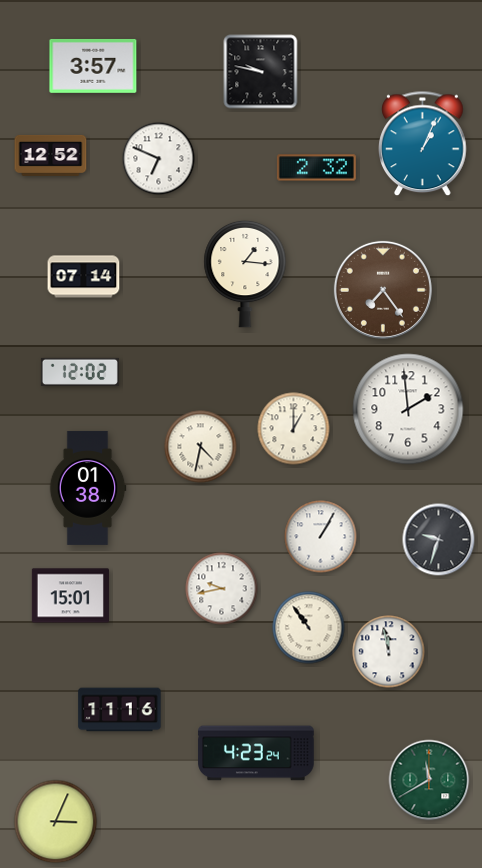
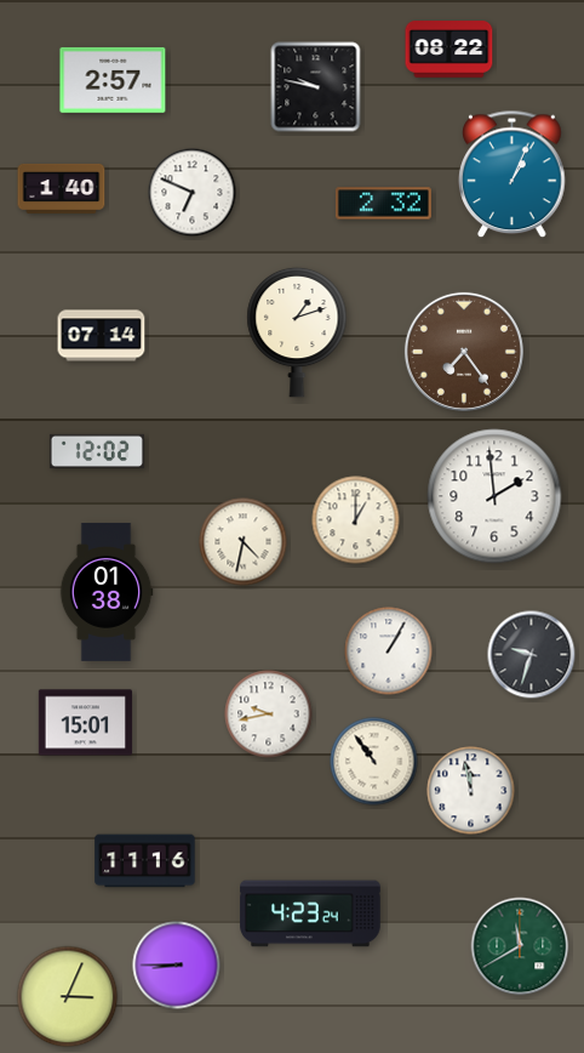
clock at (450, 50): none -> 08:22
clock at (93, 66): 3:57 -> 2:57
clock at (51, 155): 12:52 -> 1:40
clock at (245, 274): 1:16 -> 1:12
clock at (177, 966): none -> 8:45
